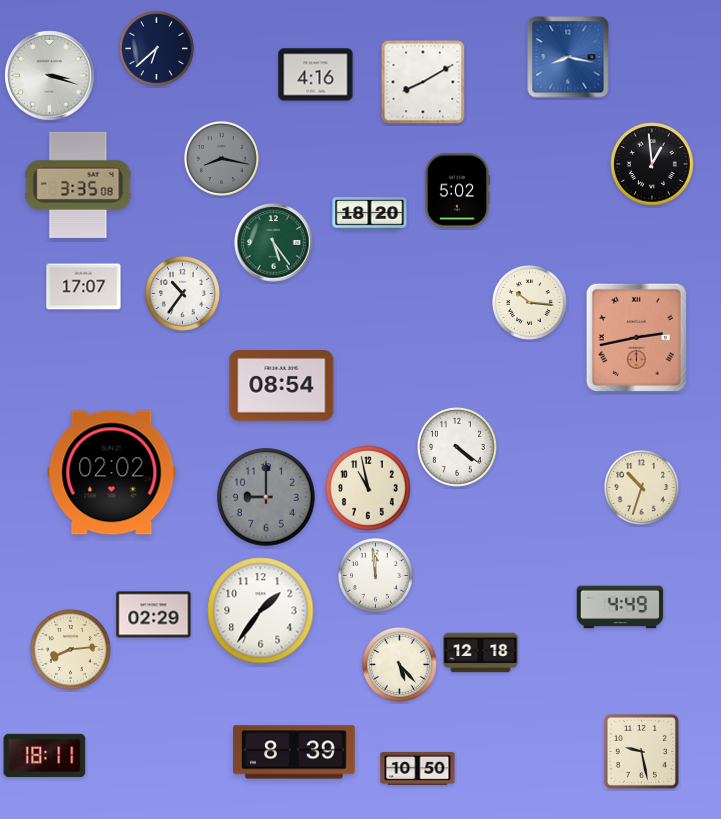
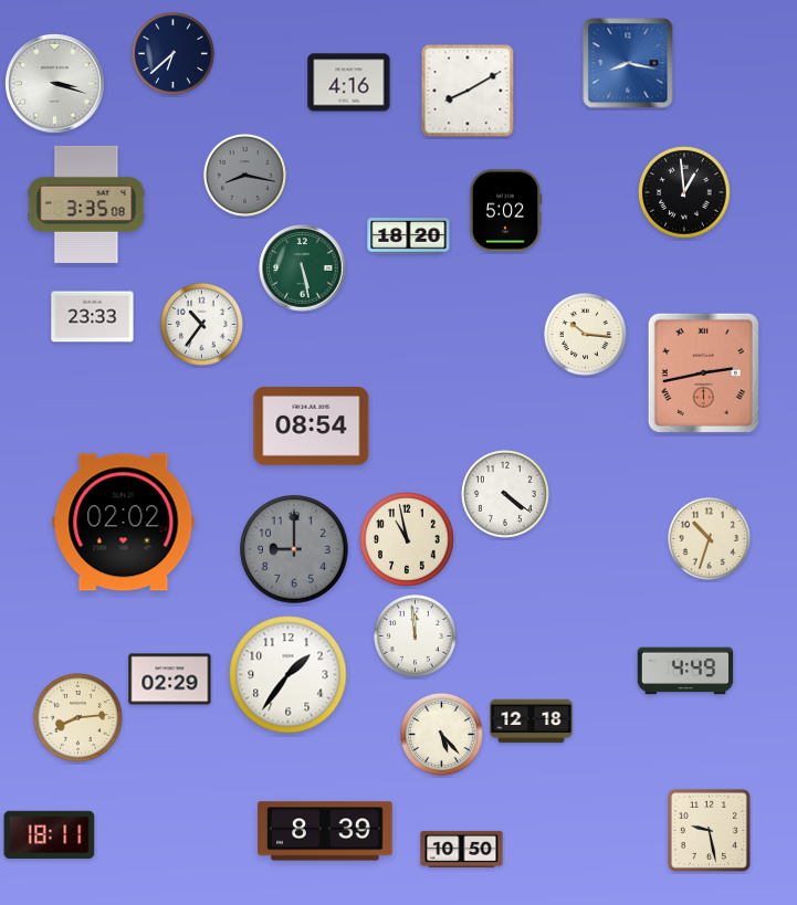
clock at (653, 165) position: (653, 165) -> (685, 193)
clock at (274, 243): 5:24 -> 5:28
clock at (84, 287): 17:07 -> 23:33
